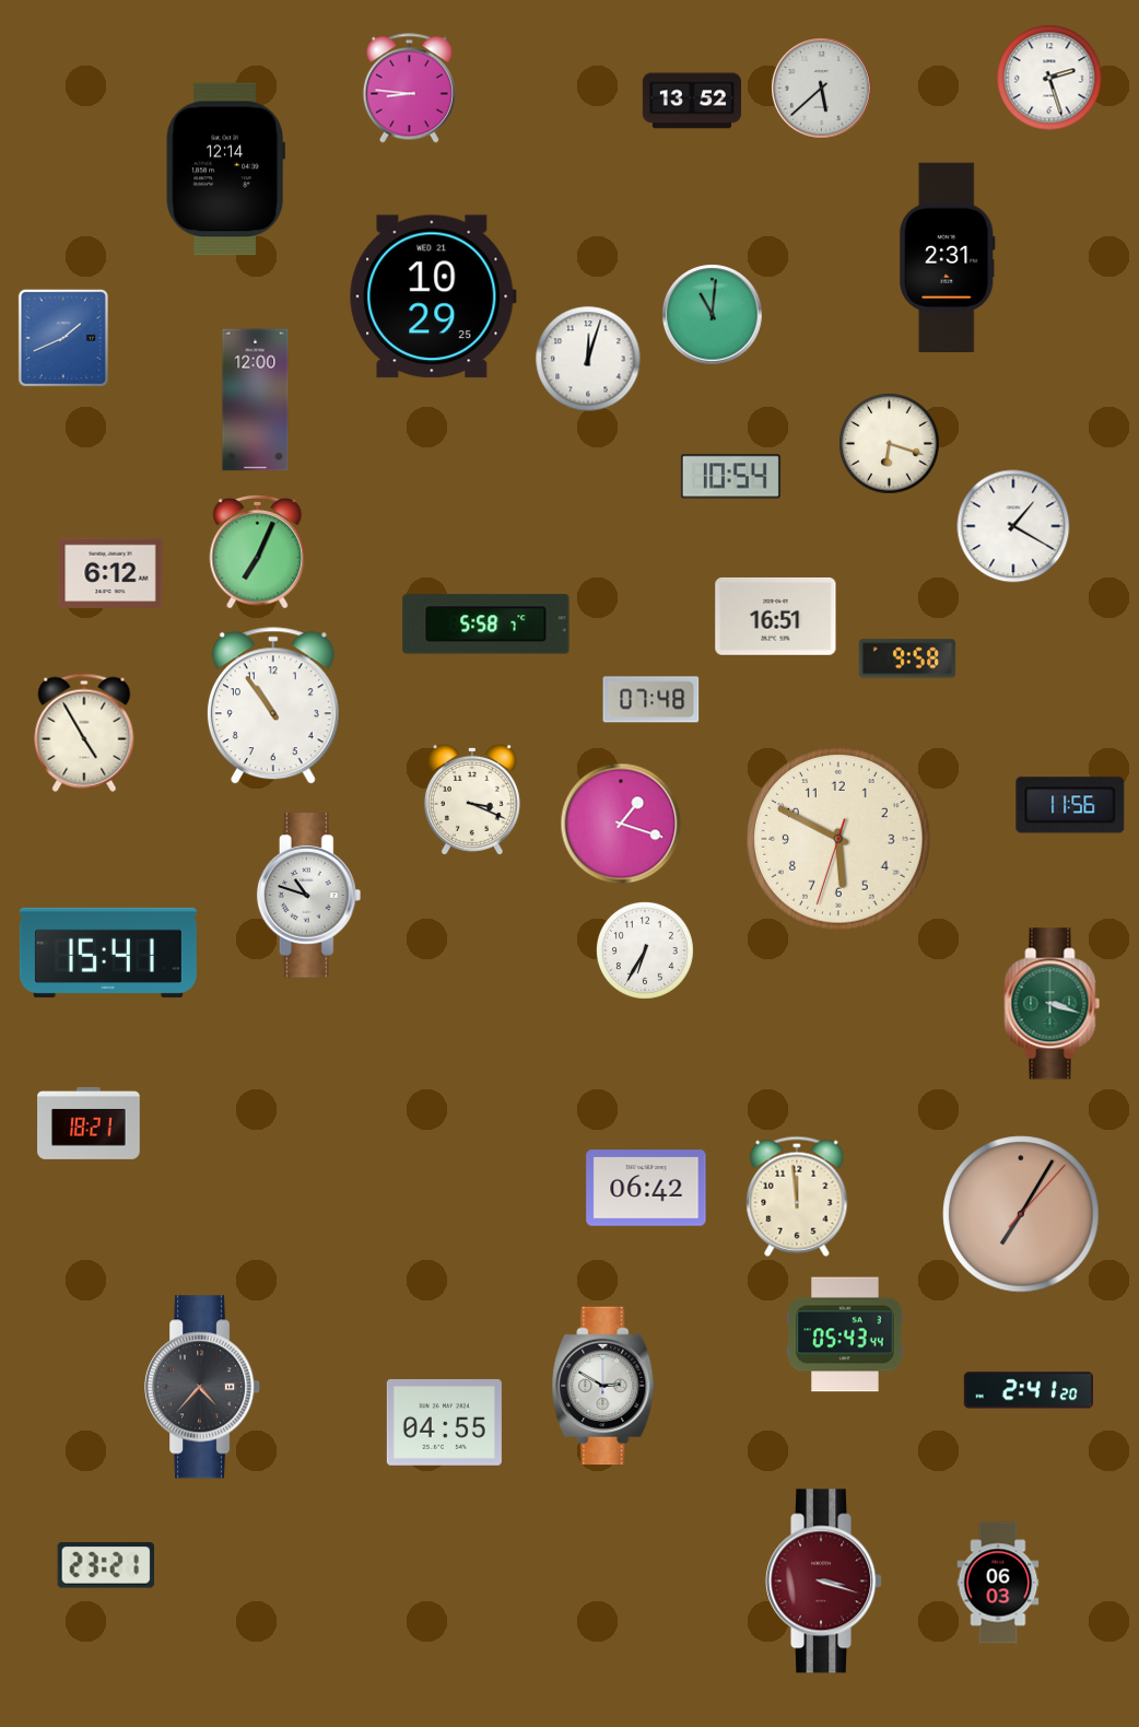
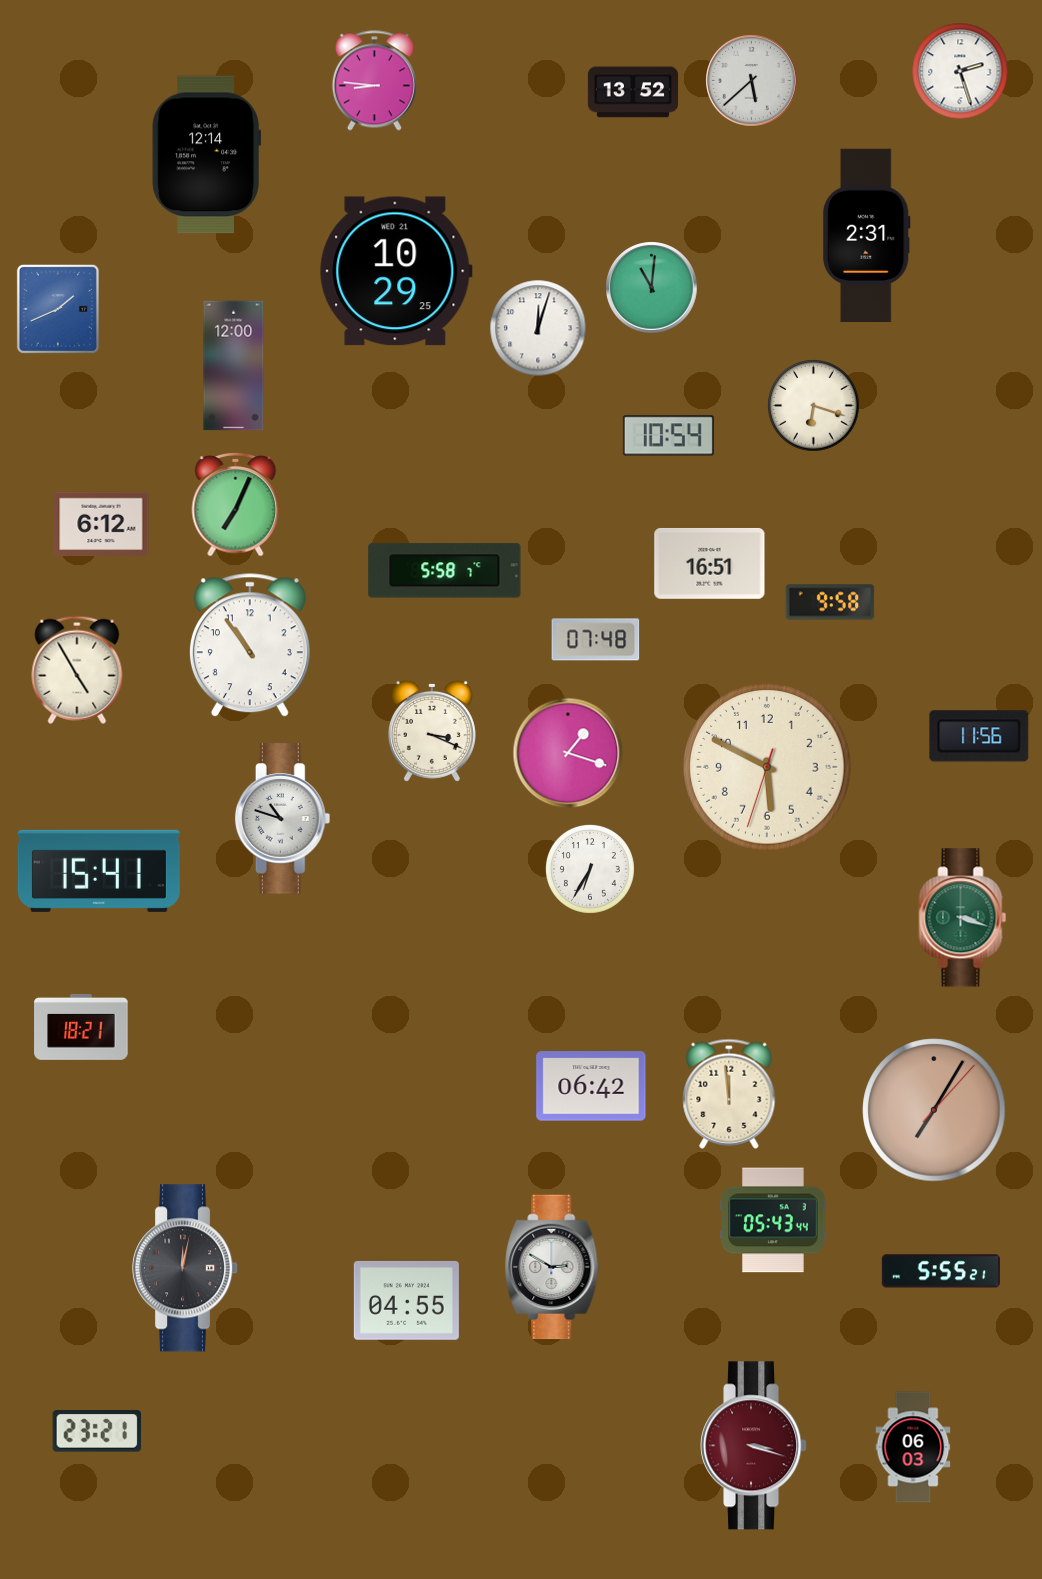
clock at (1013, 526): 1:20 -> none
clock at (203, 1387): 4:37 -> 12:02
clock at (1029, 1390): 2:41 -> 5:55
